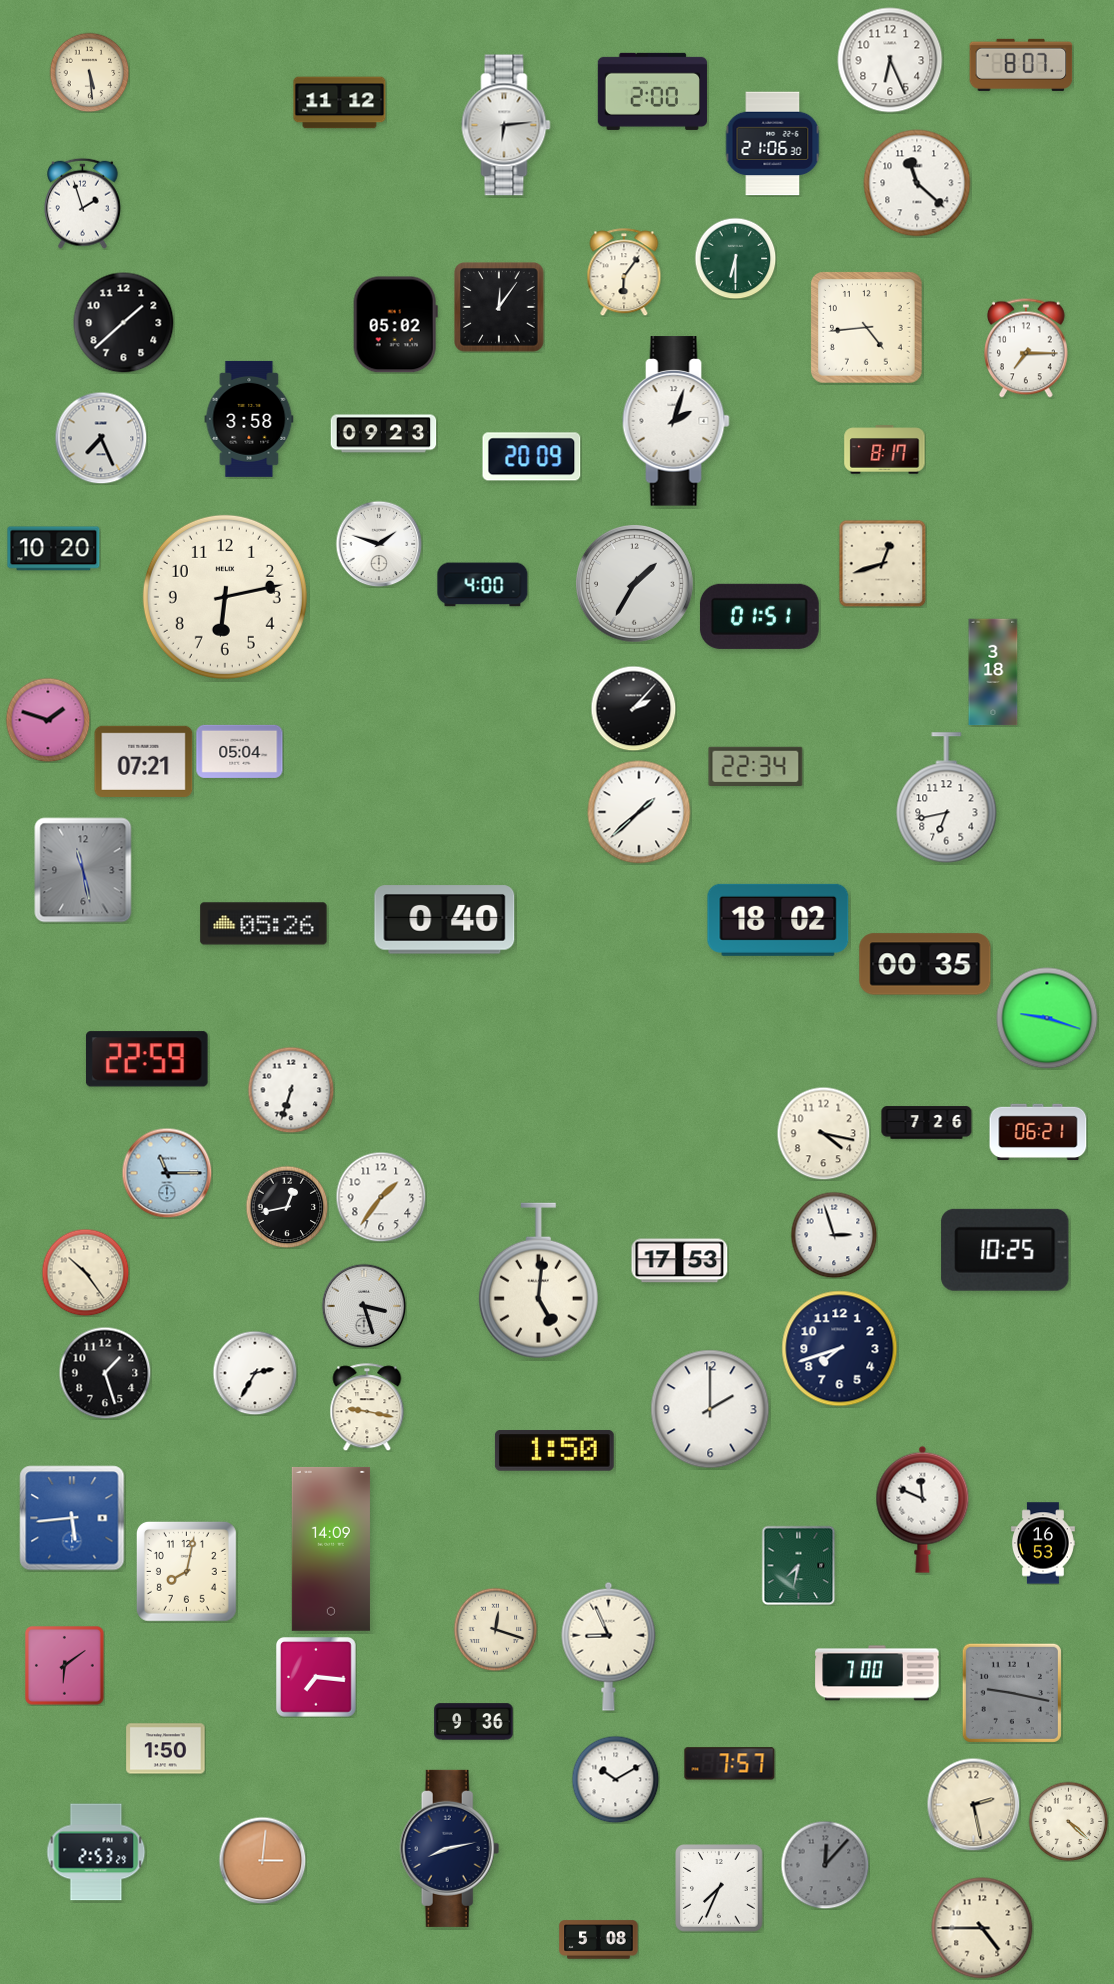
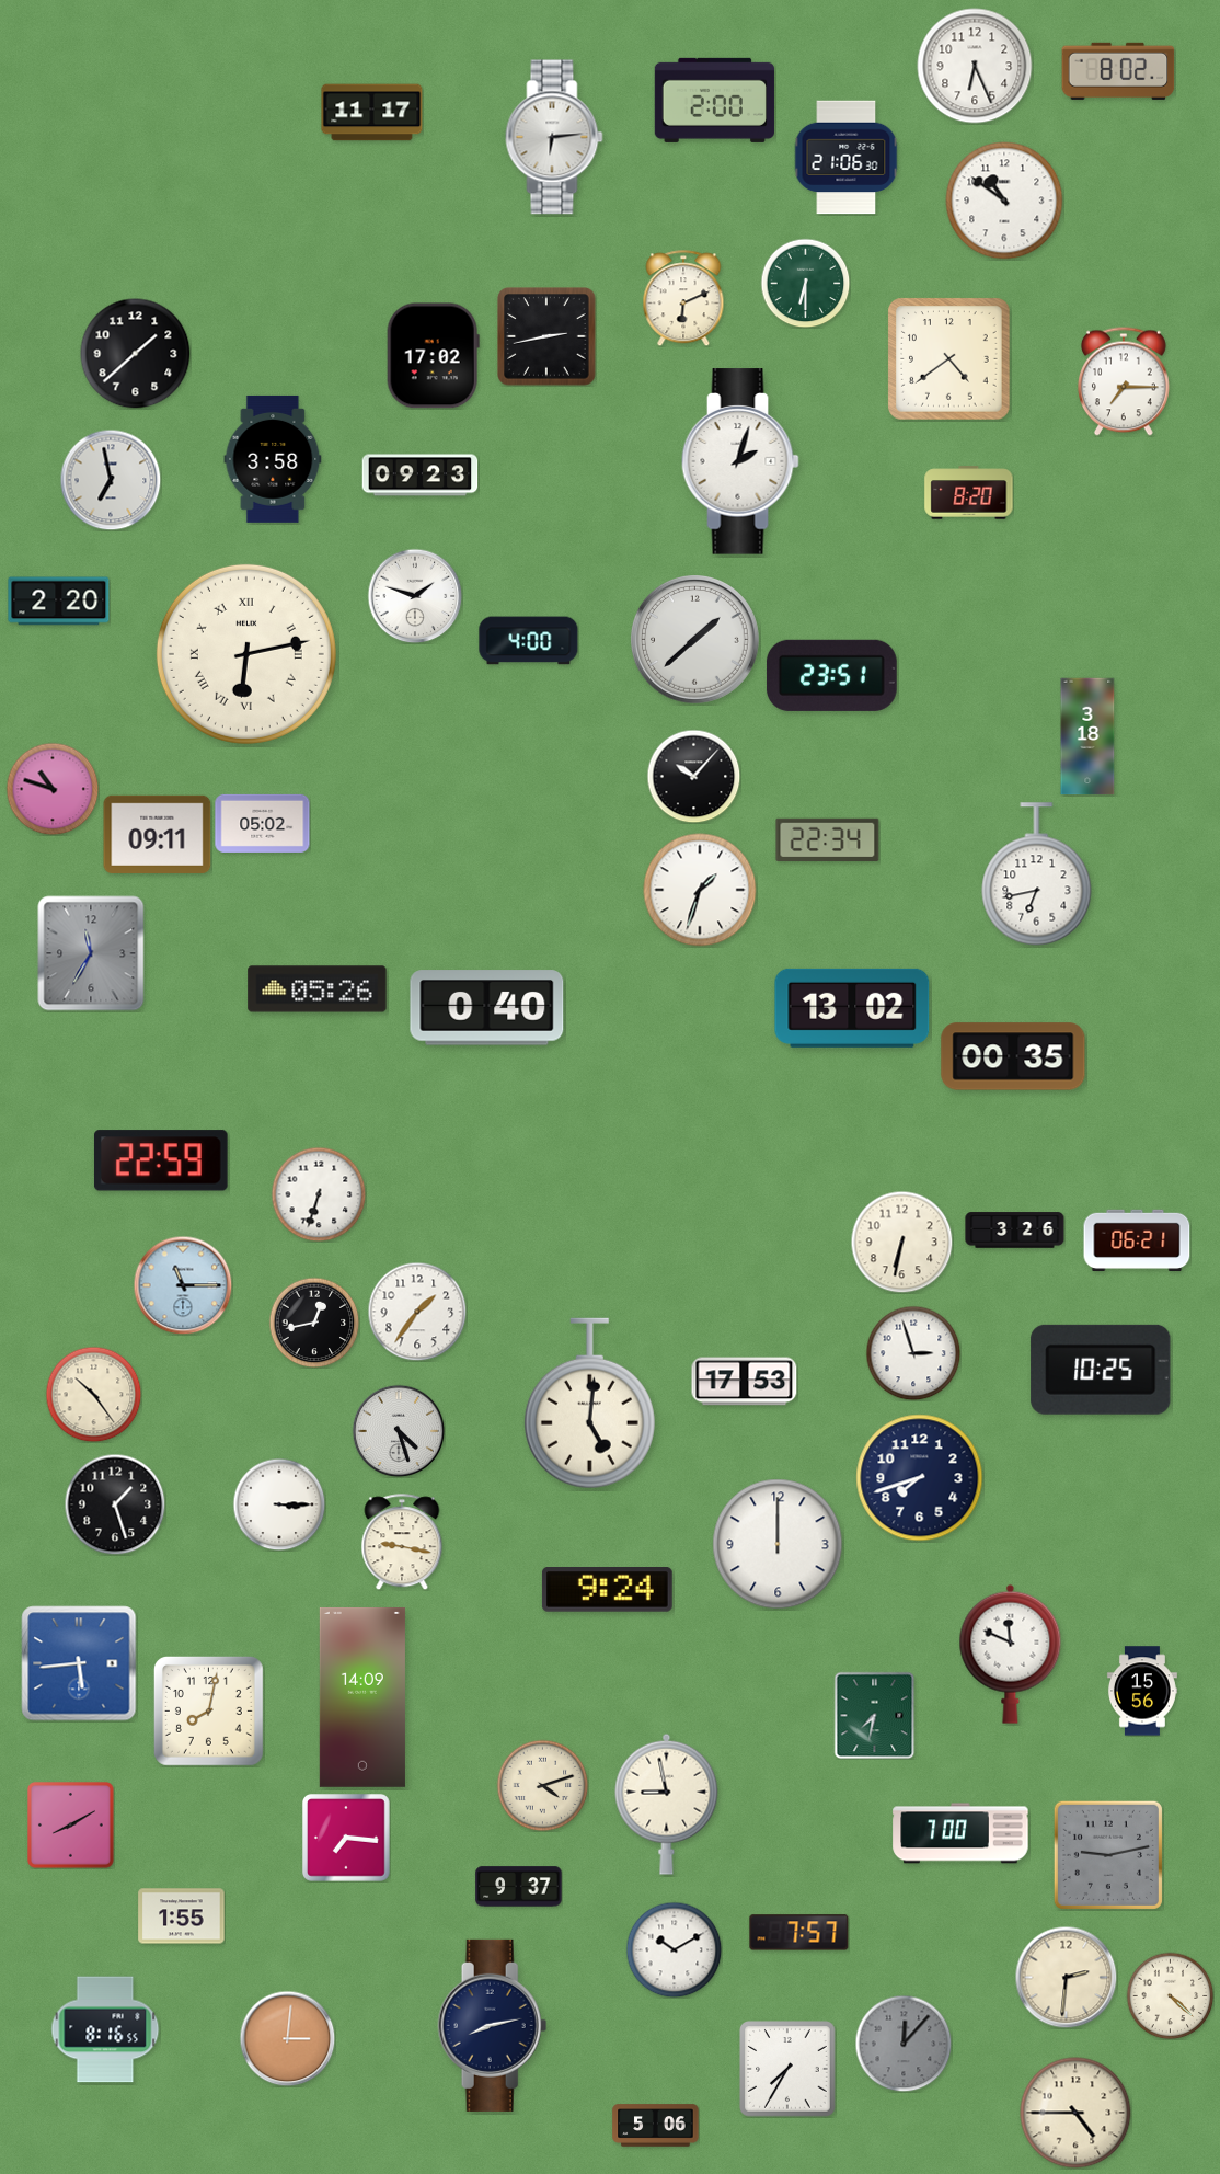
clock at (1021, 65): 8:07 -> 8:02
clock at (89, 72): 5:29 -> none
clock at (340, 103): 11:12 -> 11:17
clock at (917, 183): 11:22 -> 10:51
clock at (83, 203): 1:57 -> none
clock at (624, 272): 6:06 -> 6:11
clock at (499, 307): 12:06 -> 2:43
clock at (395, 325): 05:02 -> 17:02
clock at (867, 328): 4:44 -> 4:39
clock at (101, 438): 7:26 -> 6:58
clock at (885, 450): 8:17 -> 8:20
clock at (532, 457): 20:09 -> none
clock at (54, 549): 10:20 -> 2:20
clock at (882, 563): 12:42 -> none
clock at (635, 584): 1:35 -> 1:38
clock at (225, 597) numerals: Arabic -> Roman
clock at (759, 616): 01:51 -> 23:51
clock at (633, 708): 2:07 -> 10:07
clock at (48, 720): 1:48 -> 10:48
clock at (240, 751): 05:04 -> 05:02
clock at (144, 761): 07:21 -> 09:11
clock at (639, 812): 1:38 -> 1:33
clock at (83, 870): 11:28 -> 11:35
clock at (778, 920): 18:02 -> 13:02
clock at (264, 924) position: (264, 924) -> (318, 989)
clock at (1047, 1018): 9:18 -> none
clock at (927, 1123): 7:26 -> 3:26
clock at (823, 1133): 4:17 -> 6:32
clock at (364, 1306): 3:27 -> 4:27
clock at (255, 1373): 2:35 -> 3:15
clock at (710, 1409): 2:00 -> 12:00
clock at (554, 1451): 1:50 -> 9:24
clock at (1043, 1543): 16:53 -> 15:56
clock at (186, 1571) position: (186, 1571) -> (208, 1710)
clock at (495, 1629): 12:18 -> 4:12
clock at (609, 1646): 8:56 -> 8:58
clock at (65, 1666): 6:09 -> 8:10
clock at (1012, 1693): 9:17 -> 9:13
clock at (474, 1722): 9:36 -> 9:37
clock at (166, 1749): 1:50 -> 1:55
clock at (973, 1804): 2:28 -> 2:31
clock at (96, 1852): 2:53 -> 8:16
clock at (719, 1888): 7:34 -> 7:35
clock at (599, 1940): 5:08 -> 5:06
